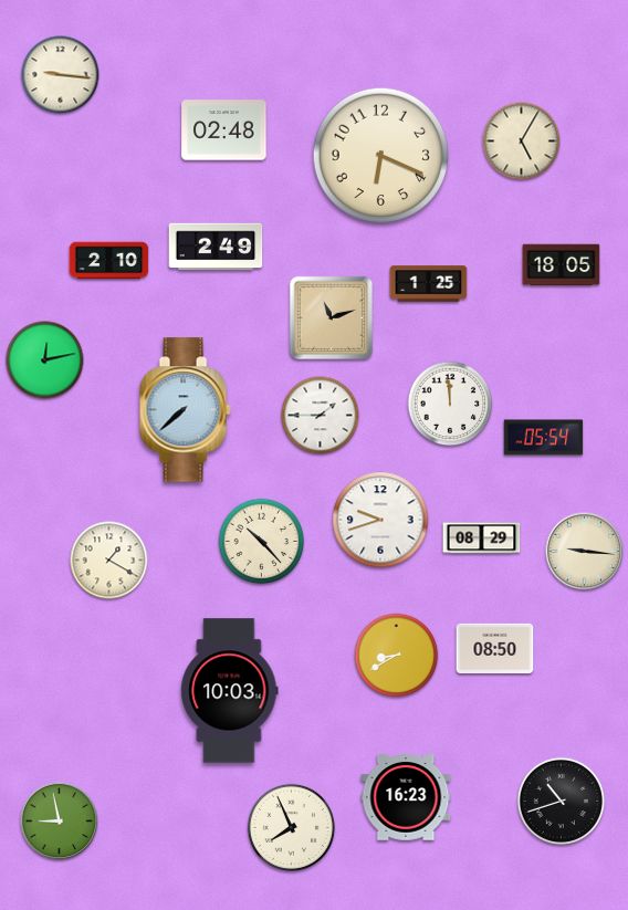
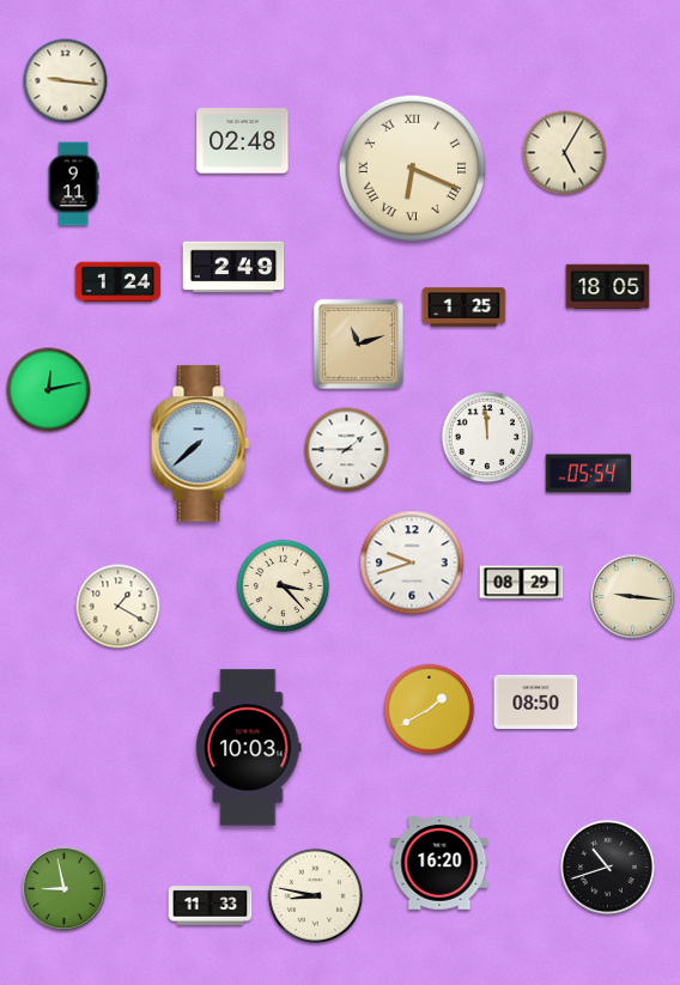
clock at (381, 156) numerals: Arabic -> Roman
clock at (73, 184): none -> 9:11
clock at (109, 261): 2:10 -> 1:24
clock at (262, 542): 10:23 -> 3:23
clock at (397, 656): 8:40 -> 1:40
clock at (406, 797): 16:23 -> 16:20
clock at (291, 827): 7:56 -> 8:47
clock at (211, 906): none -> 11:33
